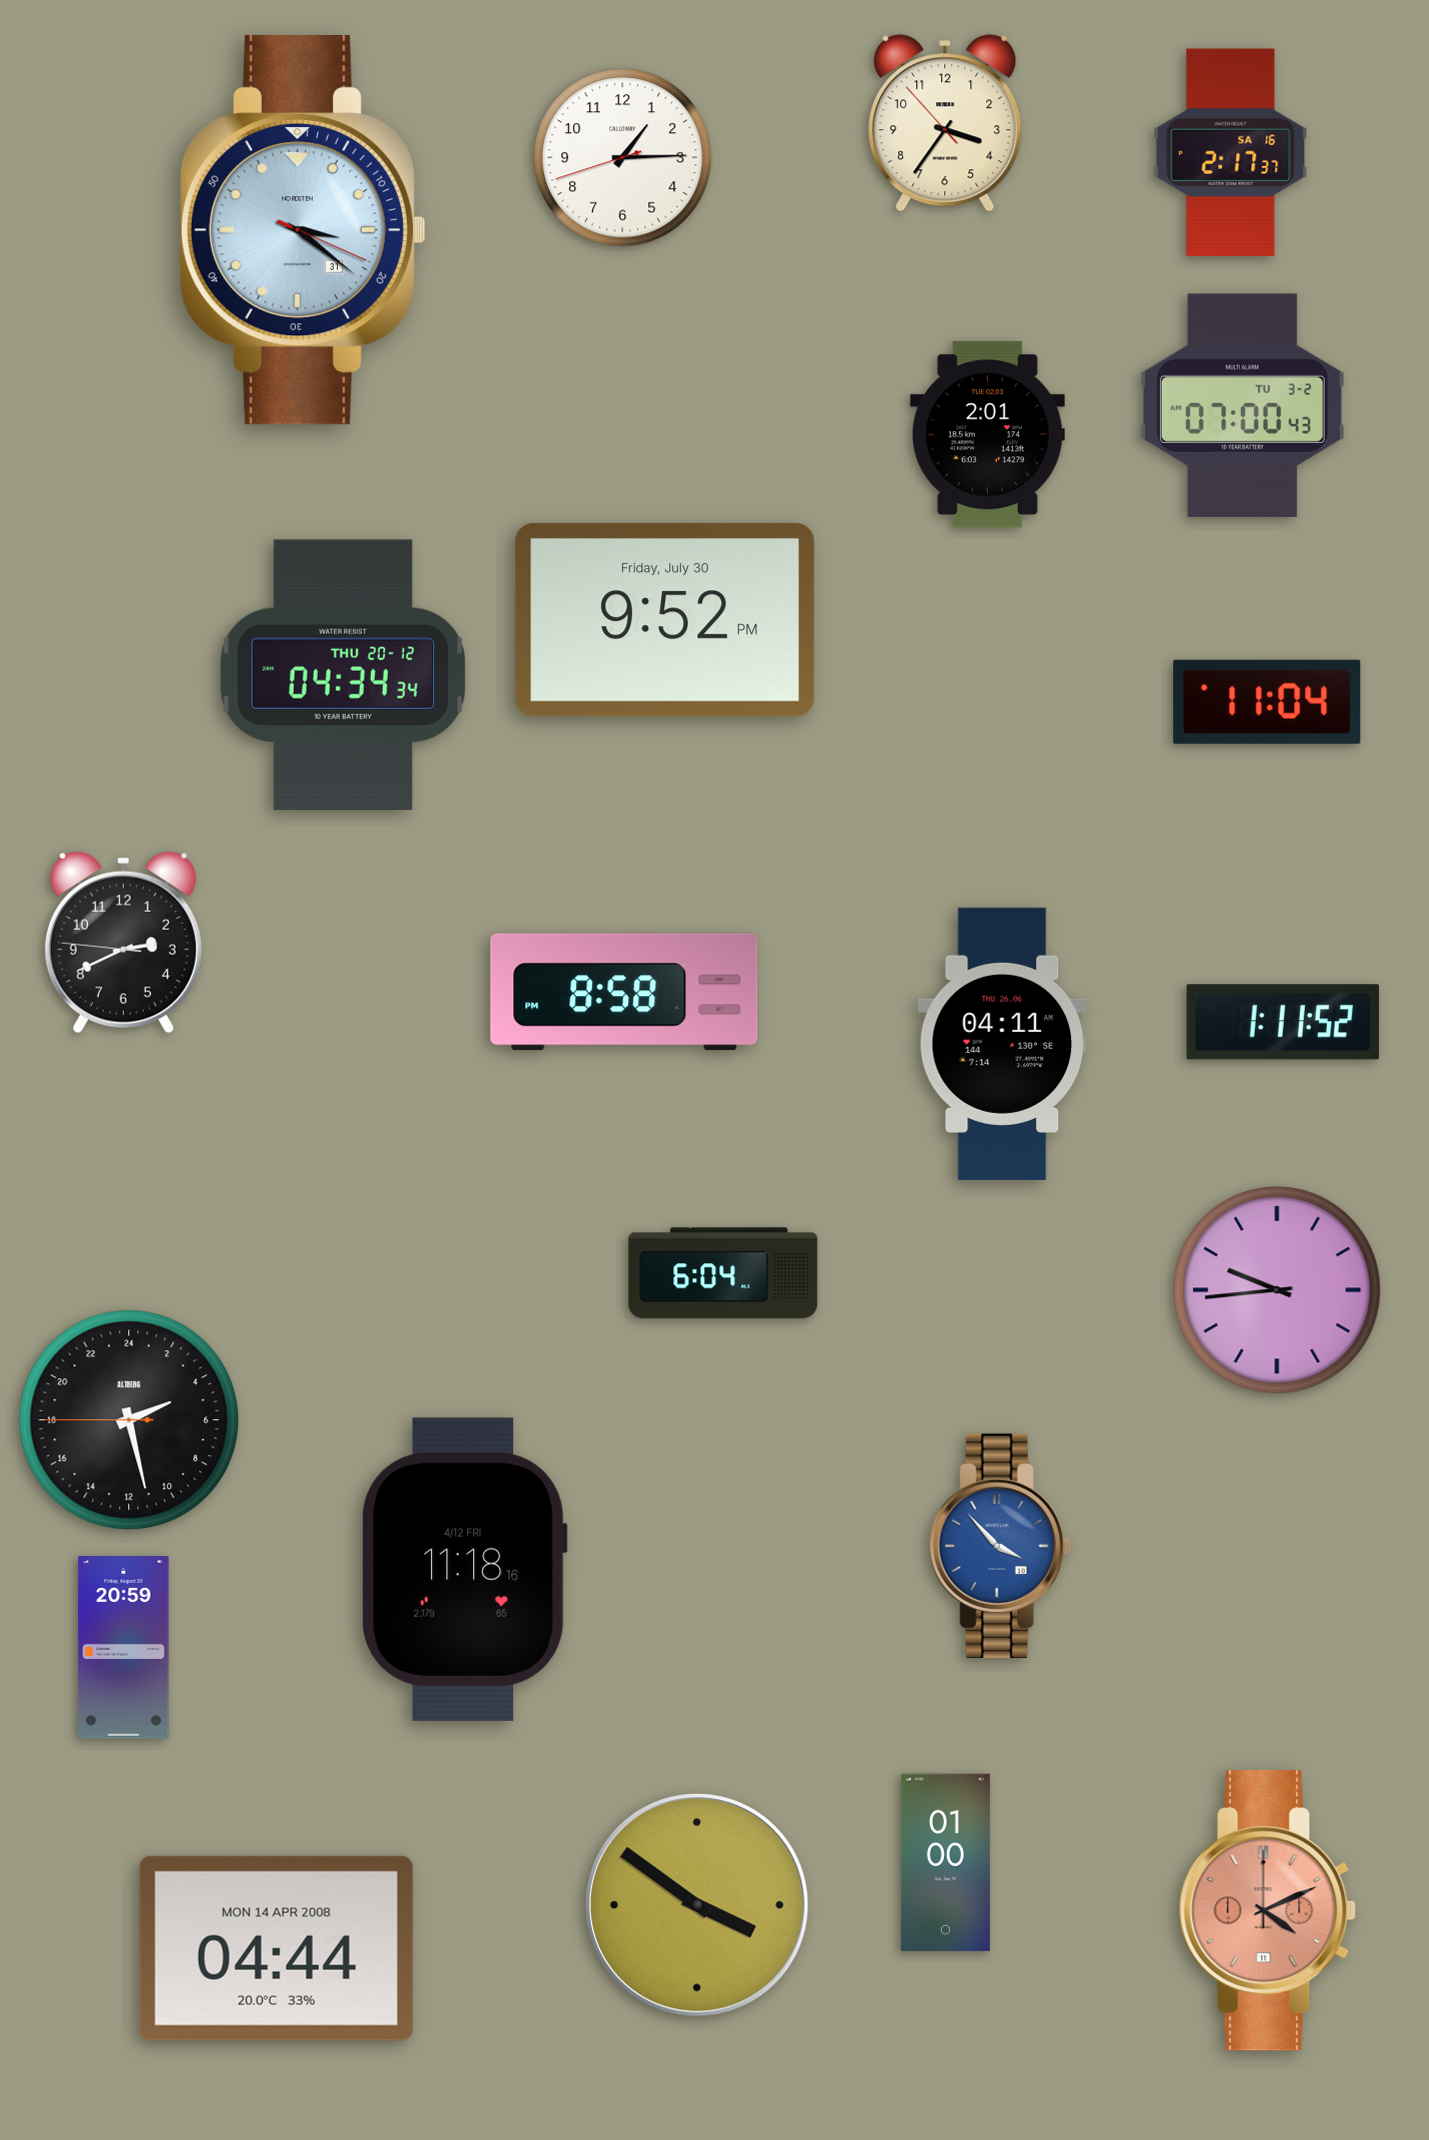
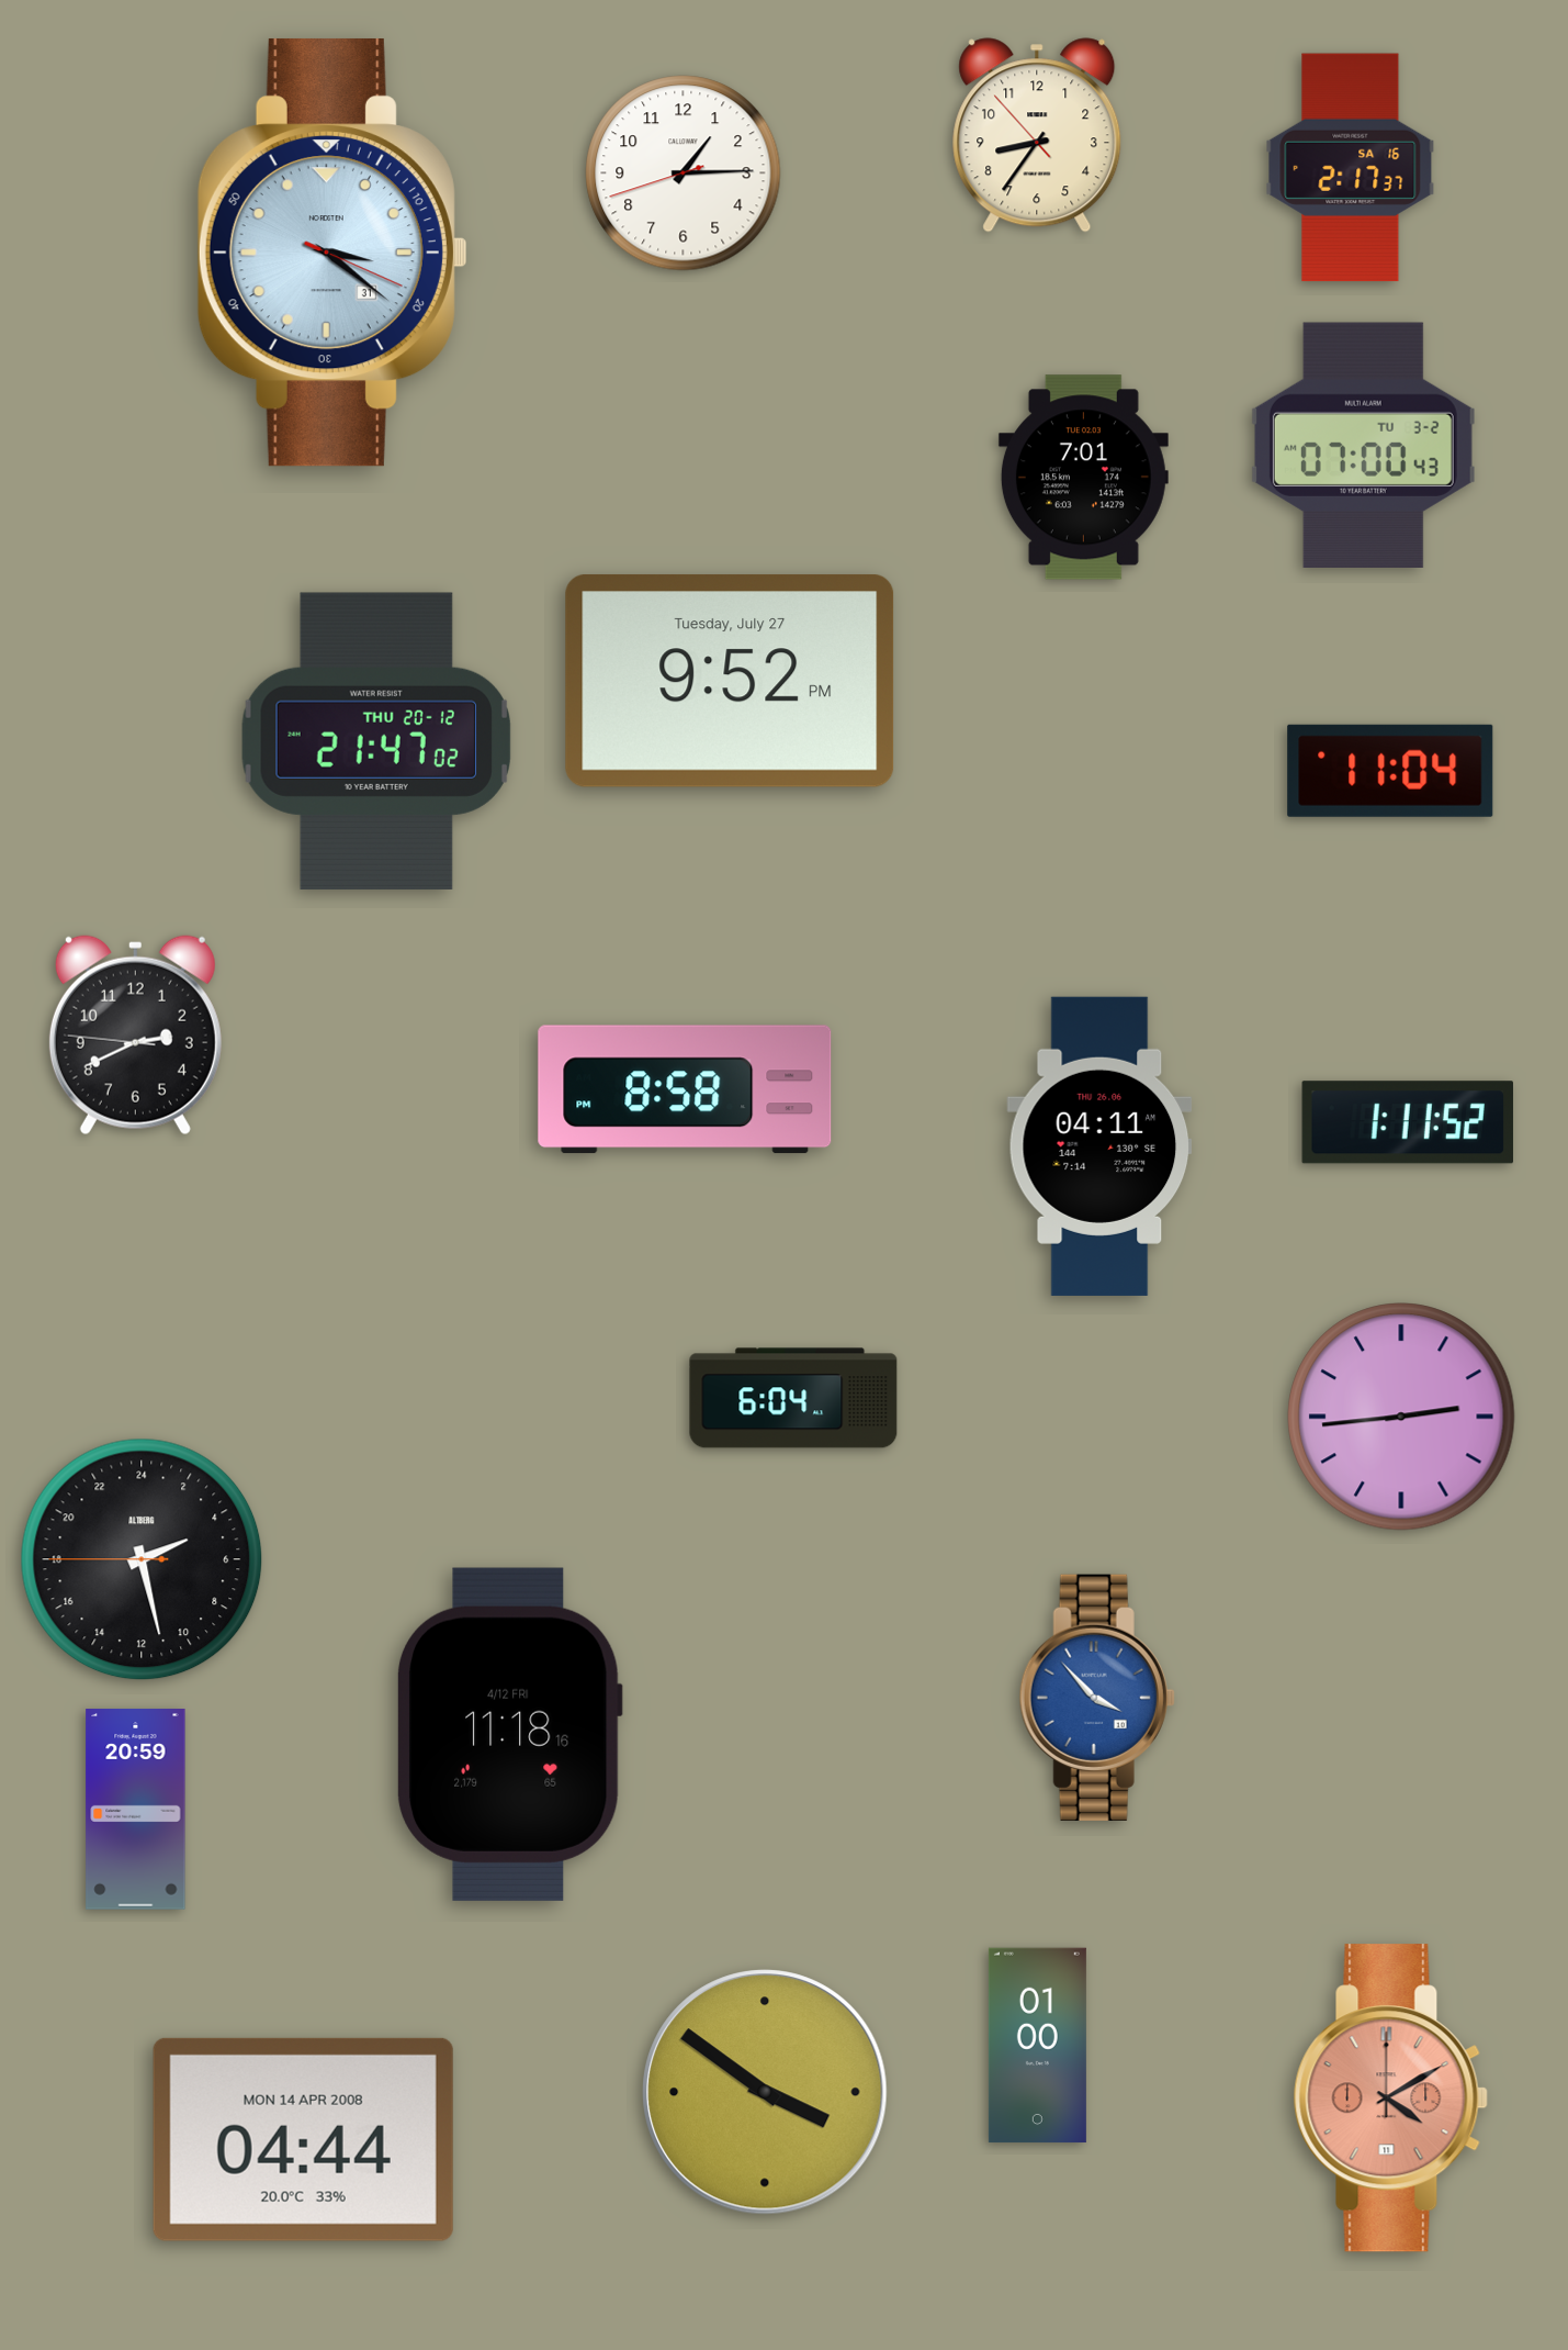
clock at (945, 123): 3:35 -> 8:35
clock at (987, 435): 2:01 -> 7:01
clock at (665, 620) date: Friday, July 30 -> Tuesday, July 27
clock at (343, 675): 04:34 -> 21:47
clock at (1277, 1290): 9:44 -> 2:44
clock at (464, 1569) position: (464, 1569) -> (509, 1734)
clock at (1267, 1911): 4:11 -> 4:10
